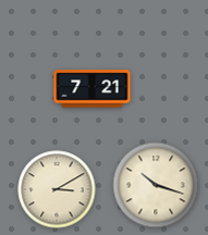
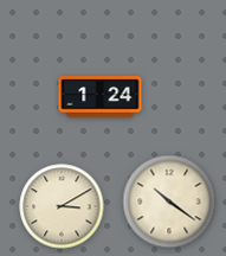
clock at (93, 89): 7:21 -> 1:24
clock at (156, 185): 10:18 -> 10:21
